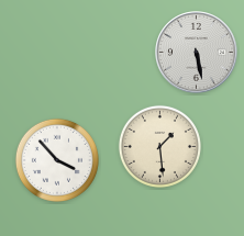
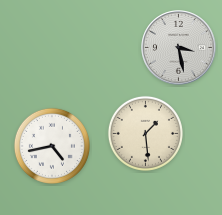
clock at (197, 53): 5:28 -> 3:28
clock at (57, 160): 3:53 -> 4:43
